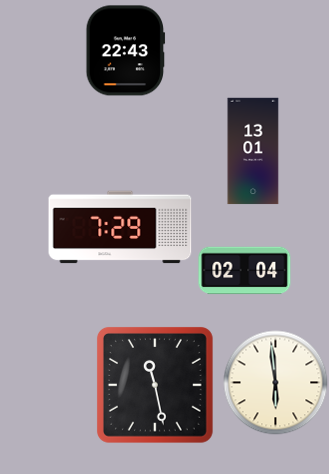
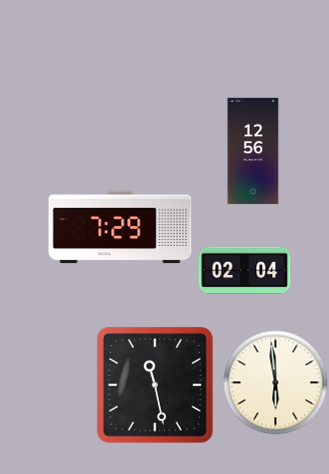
clock at (126, 51): 22:43 -> none
clock at (253, 151): 13:01 -> 12:56
